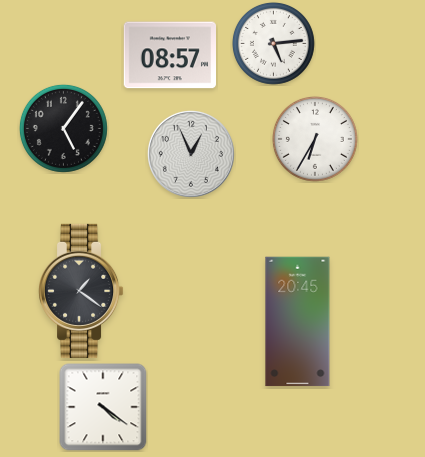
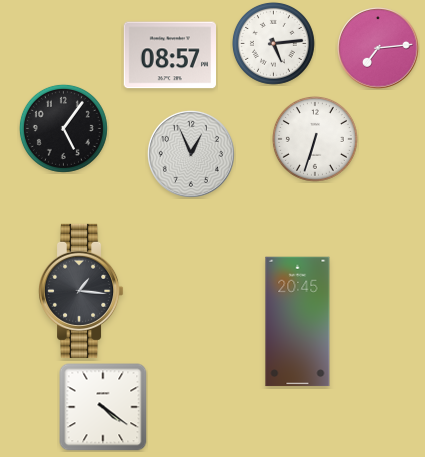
clock at (378, 48): none -> 7:14
clock at (315, 139): 6:35 -> 6:33
clock at (82, 291): 1:21 -> 1:16
